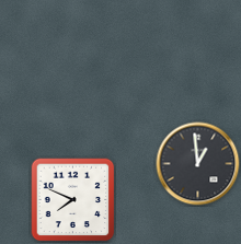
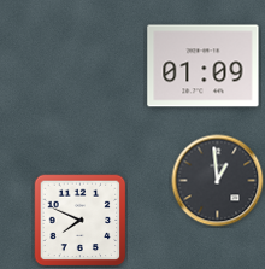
clock at (204, 66): none -> 01:09
